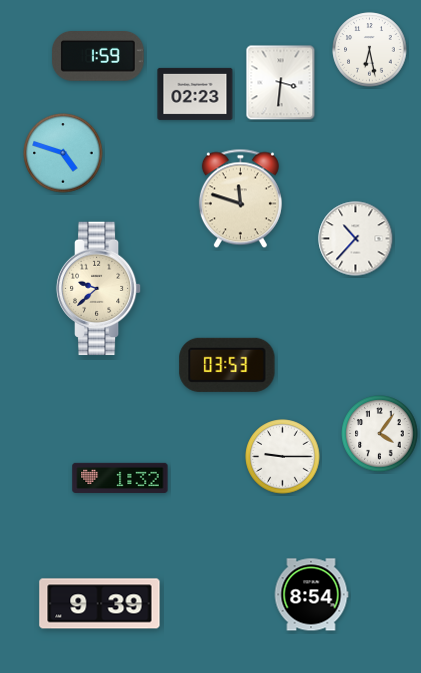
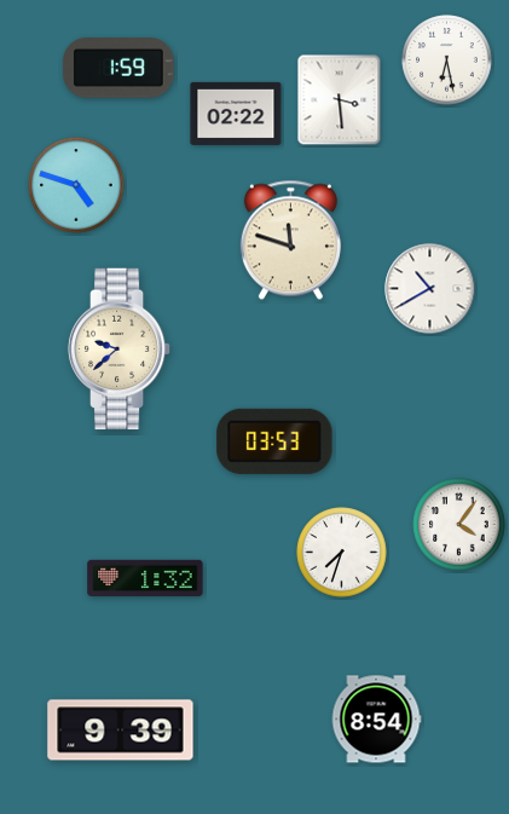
clock at (281, 83): 3:31 -> 3:29
clock at (195, 94): 02:23 -> 02:22
clock at (356, 239): 10:37 -> 10:40
clock at (283, 457): 9:15 -> 7:33
